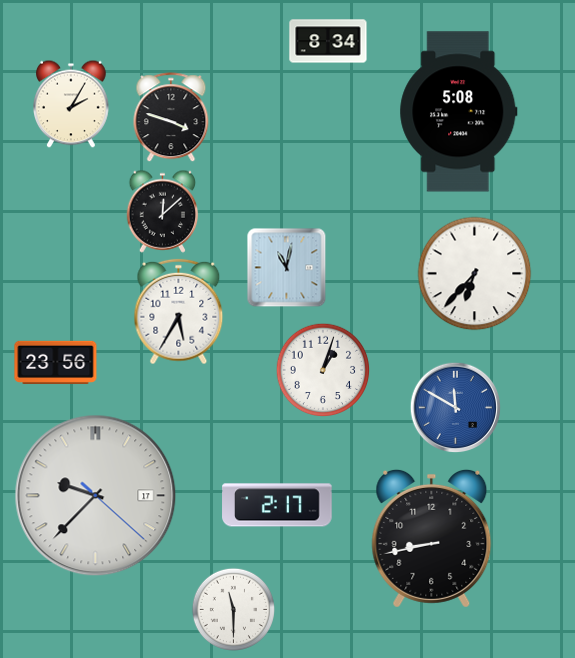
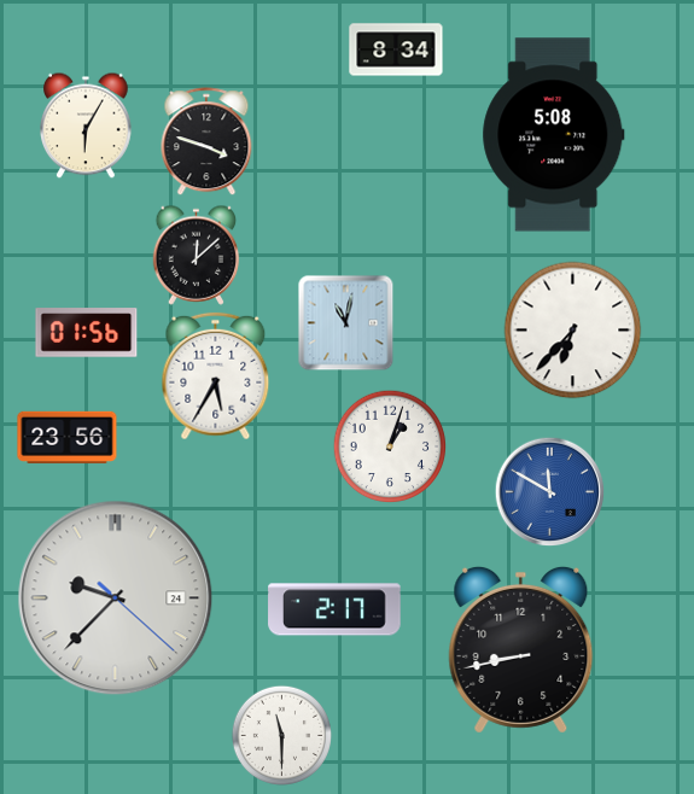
clock at (72, 104): 2:05 -> 6:05
clock at (87, 333): none -> 01:56
clock at (96, 496) date: 17 -> 24
